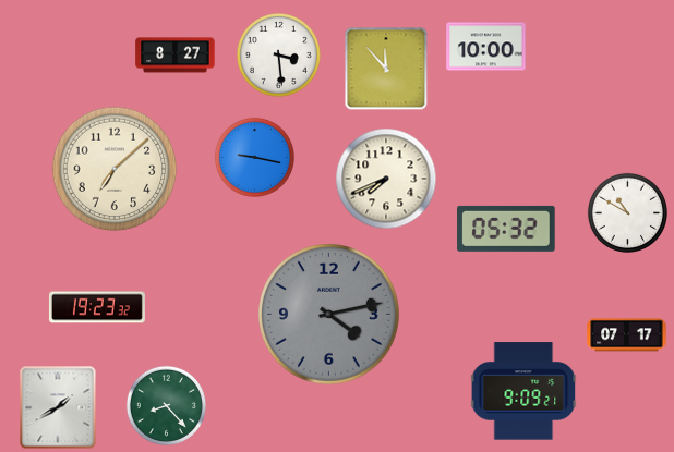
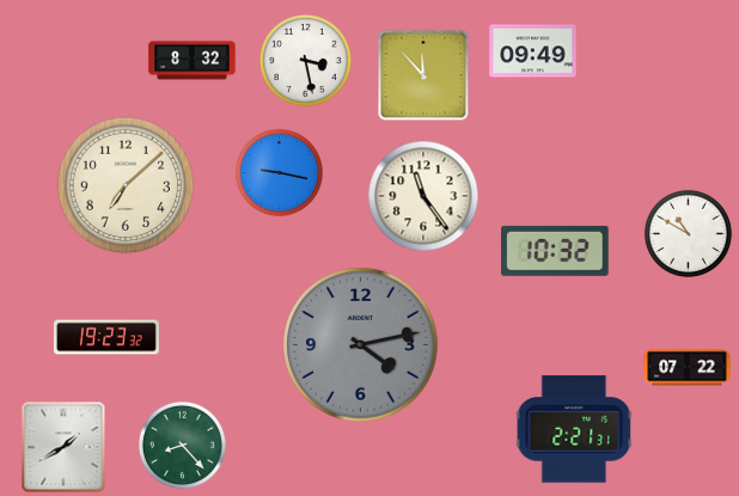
clock at (486, 47): 10:00 -> 09:49
clock at (278, 54): 3:29 -> 3:28
clock at (176, 56): 8:27 -> 8:32
clock at (386, 179): 7:41 -> 11:24
clock at (507, 229): 05:32 -> 10:32
clock at (627, 335): 07:17 -> 07:22
clock at (523, 391): 9:09 -> 2:21
